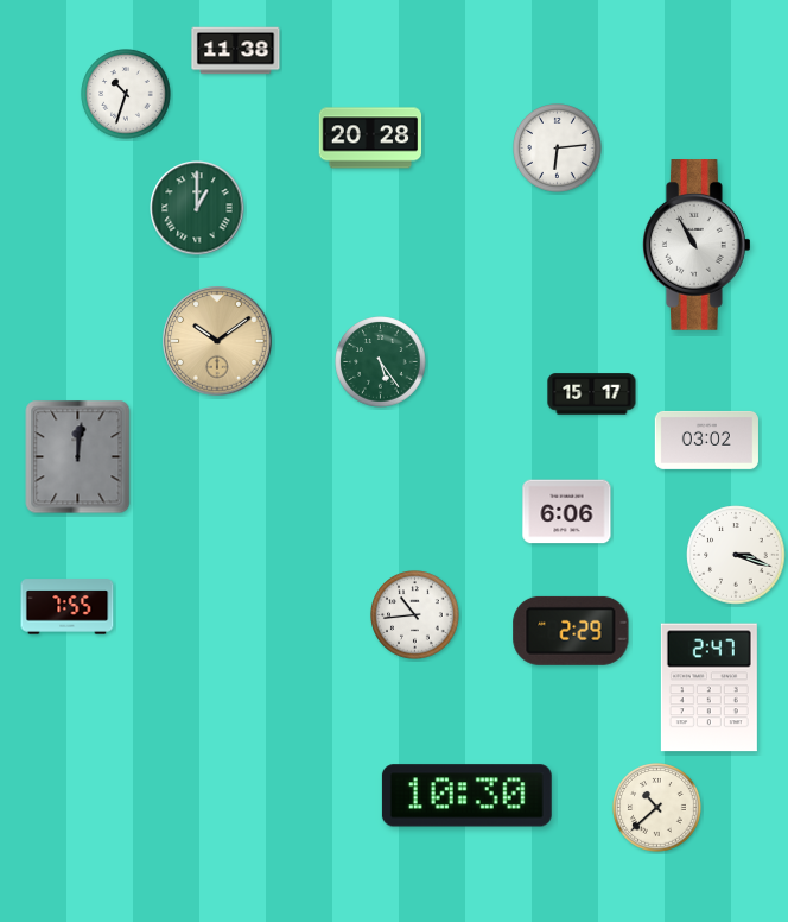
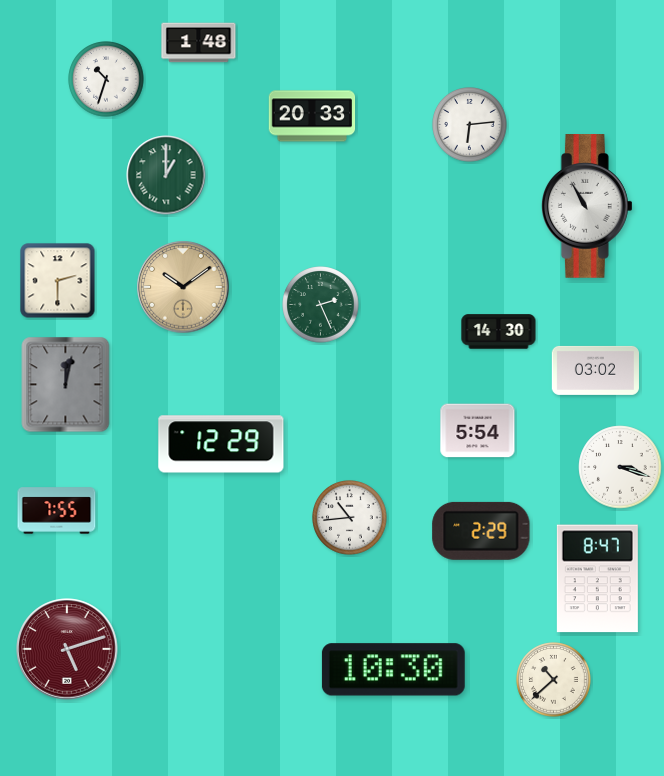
clock at (236, 51): 11:38 -> 1:48
clock at (370, 138): 20:28 -> 20:33
clock at (58, 281): none -> 2:30
clock at (381, 362): 5:24 -> 2:26
clock at (592, 394): 15:17 -> 14:30
clock at (78, 457): 12:01 -> 12:02
clock at (567, 512): 6:06 -> 5:54
clock at (221, 444): none -> 12:29
clock at (708, 688): 2:47 -> 8:47
clock at (67, 649): none -> 5:12
